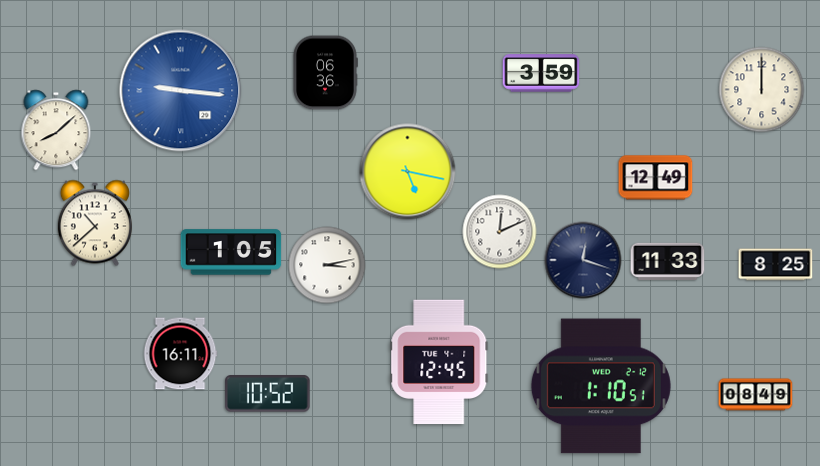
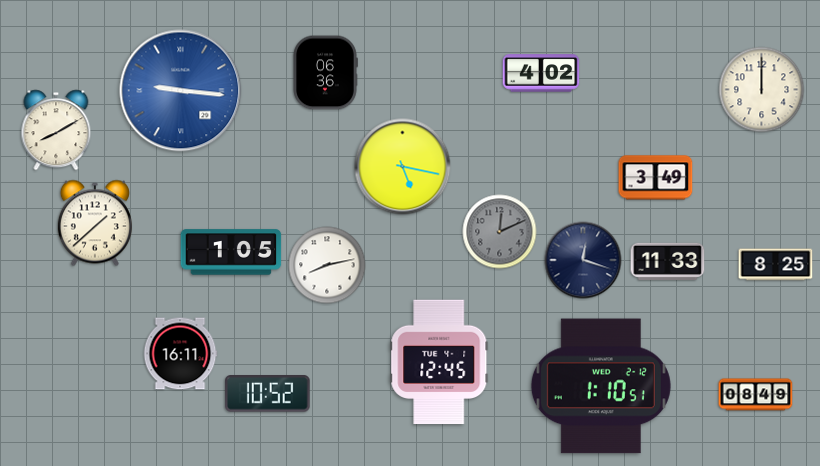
clock at (541, 73): 3:59 -> 4:02
clock at (56, 130): 8:08 -> 8:10
clock at (408, 172) position: (408, 172) -> (403, 167)
clock at (656, 178): 12:49 -> 3:49
clock at (95, 223): 10:38 -> 1:38
clock at (500, 232) dial: white -> grey
clock at (327, 265): 3:13 -> 8:13
